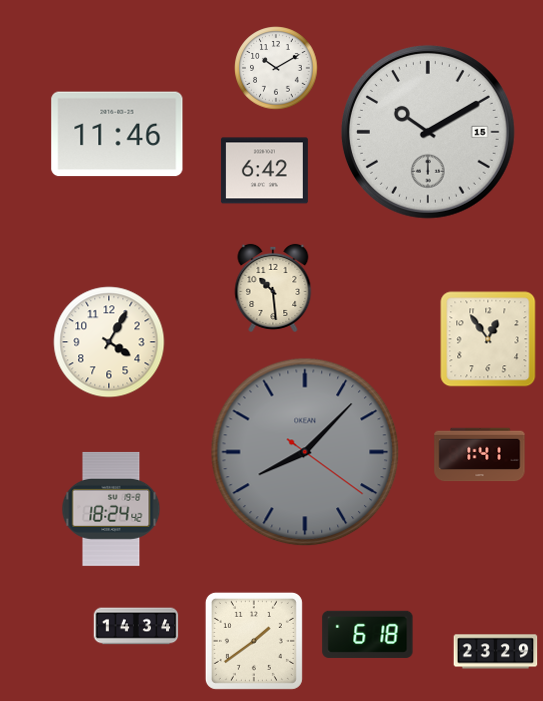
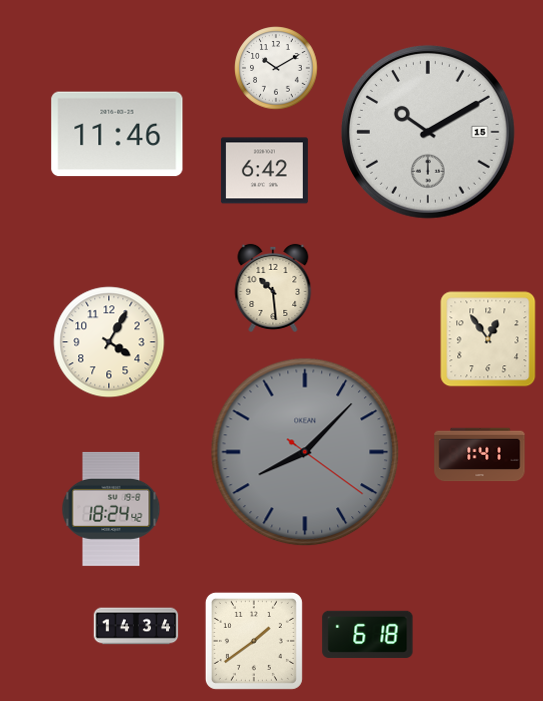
clock at (496, 652): 23:29 -> none
